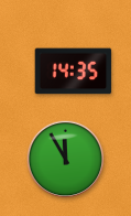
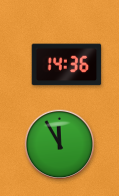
clock at (74, 72): 14:35 -> 14:36
